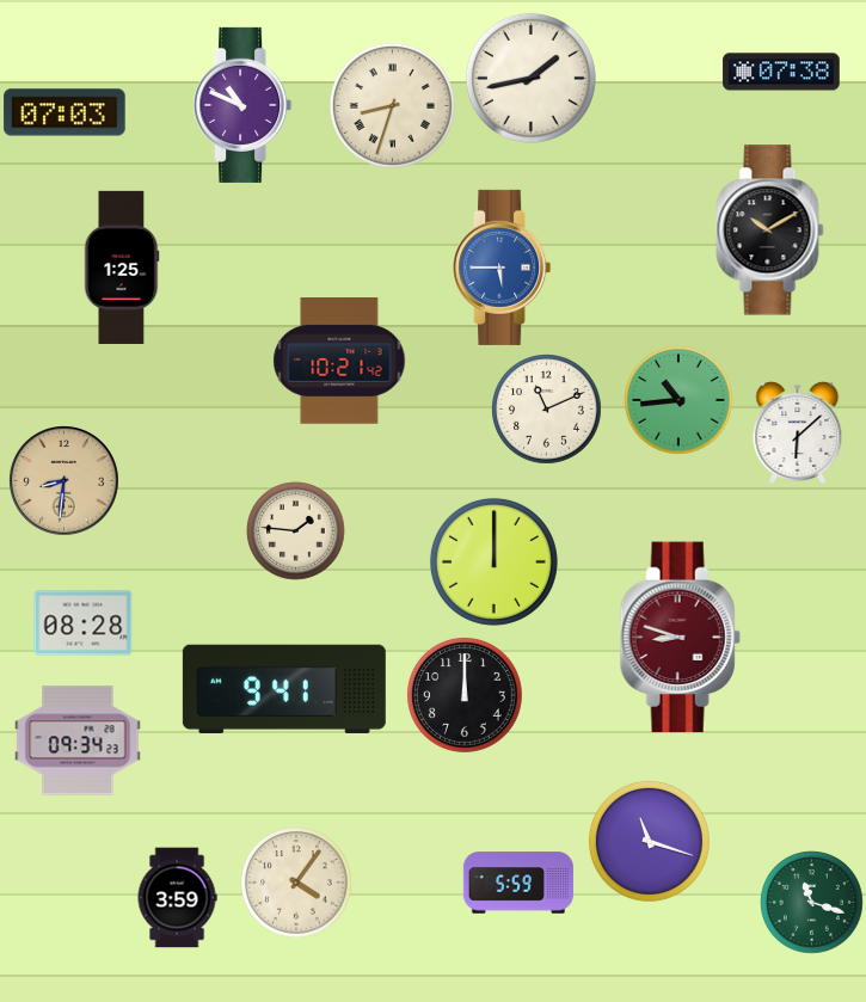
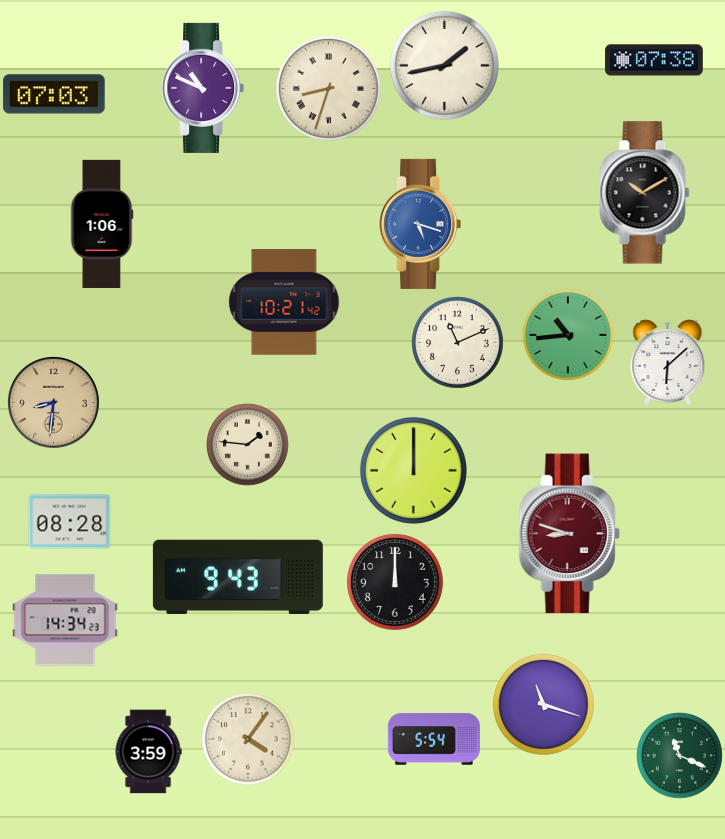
clock at (122, 268): 1:25 -> 1:06
clock at (502, 268): 5:45 -> 5:18
clock at (284, 689): 9:41 -> 9:43
clock at (465, 695) position: (465, 695) -> (395, 582)
clock at (78, 740): 09:34 -> 14:34
clock at (518, 883): 5:59 -> 5:54
clock at (812, 903): 11:18 -> 11:19
